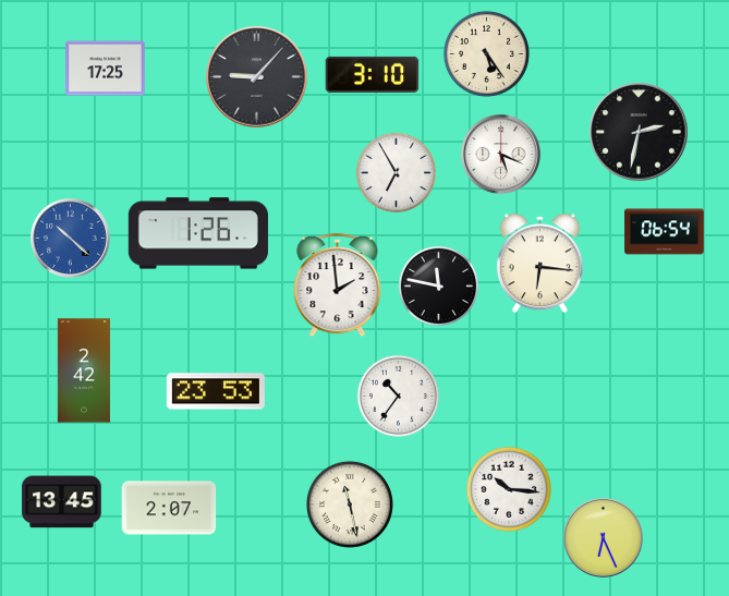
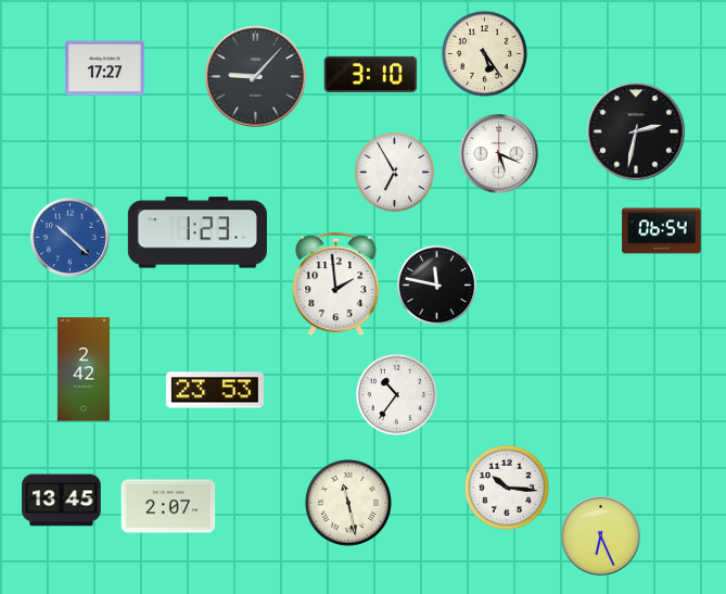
clock at (106, 69): 17:25 -> 17:27
clock at (198, 233): 1:26 -> 1:23
clock at (539, 264): 6:16 -> none
